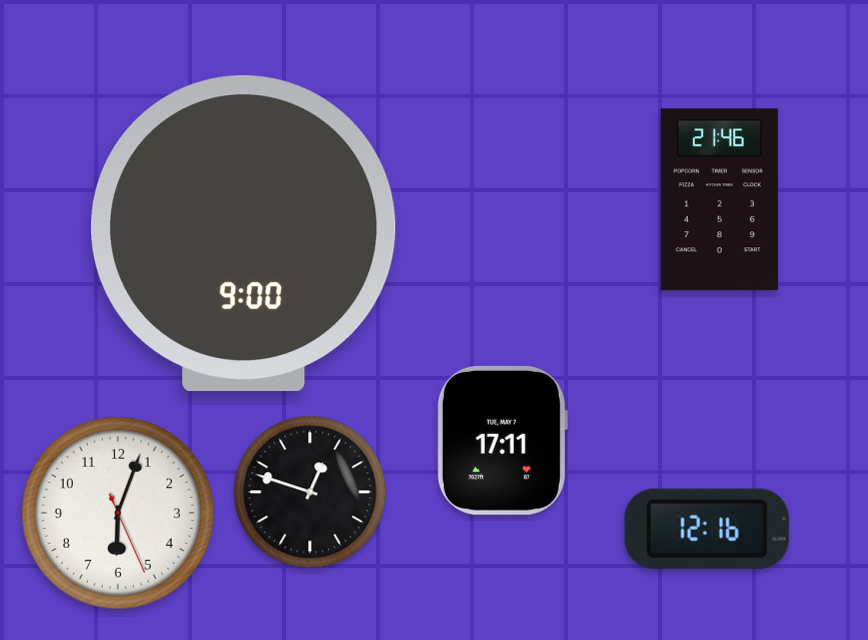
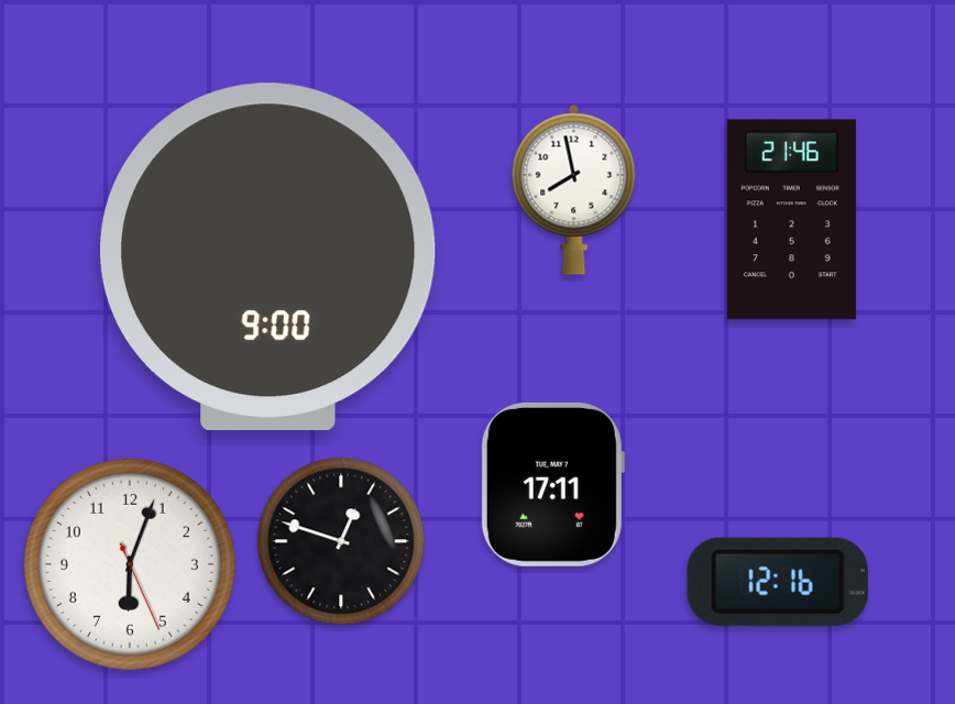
clock at (574, 189): none -> 7:58
